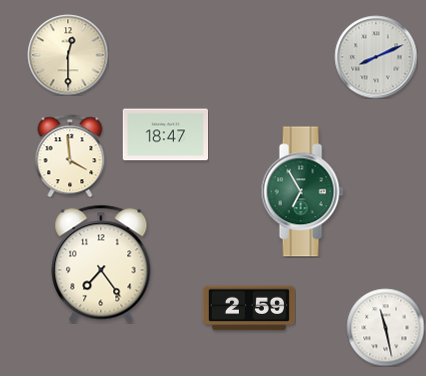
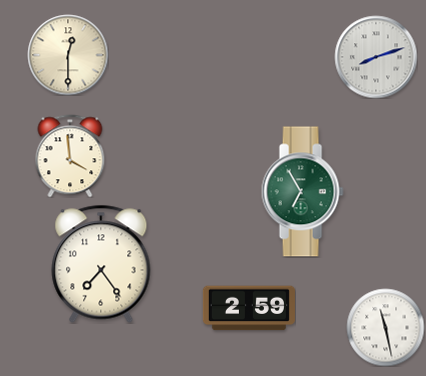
clock at (376, 57): 8:11 -> 8:12
clock at (165, 135): 18:47 -> none
